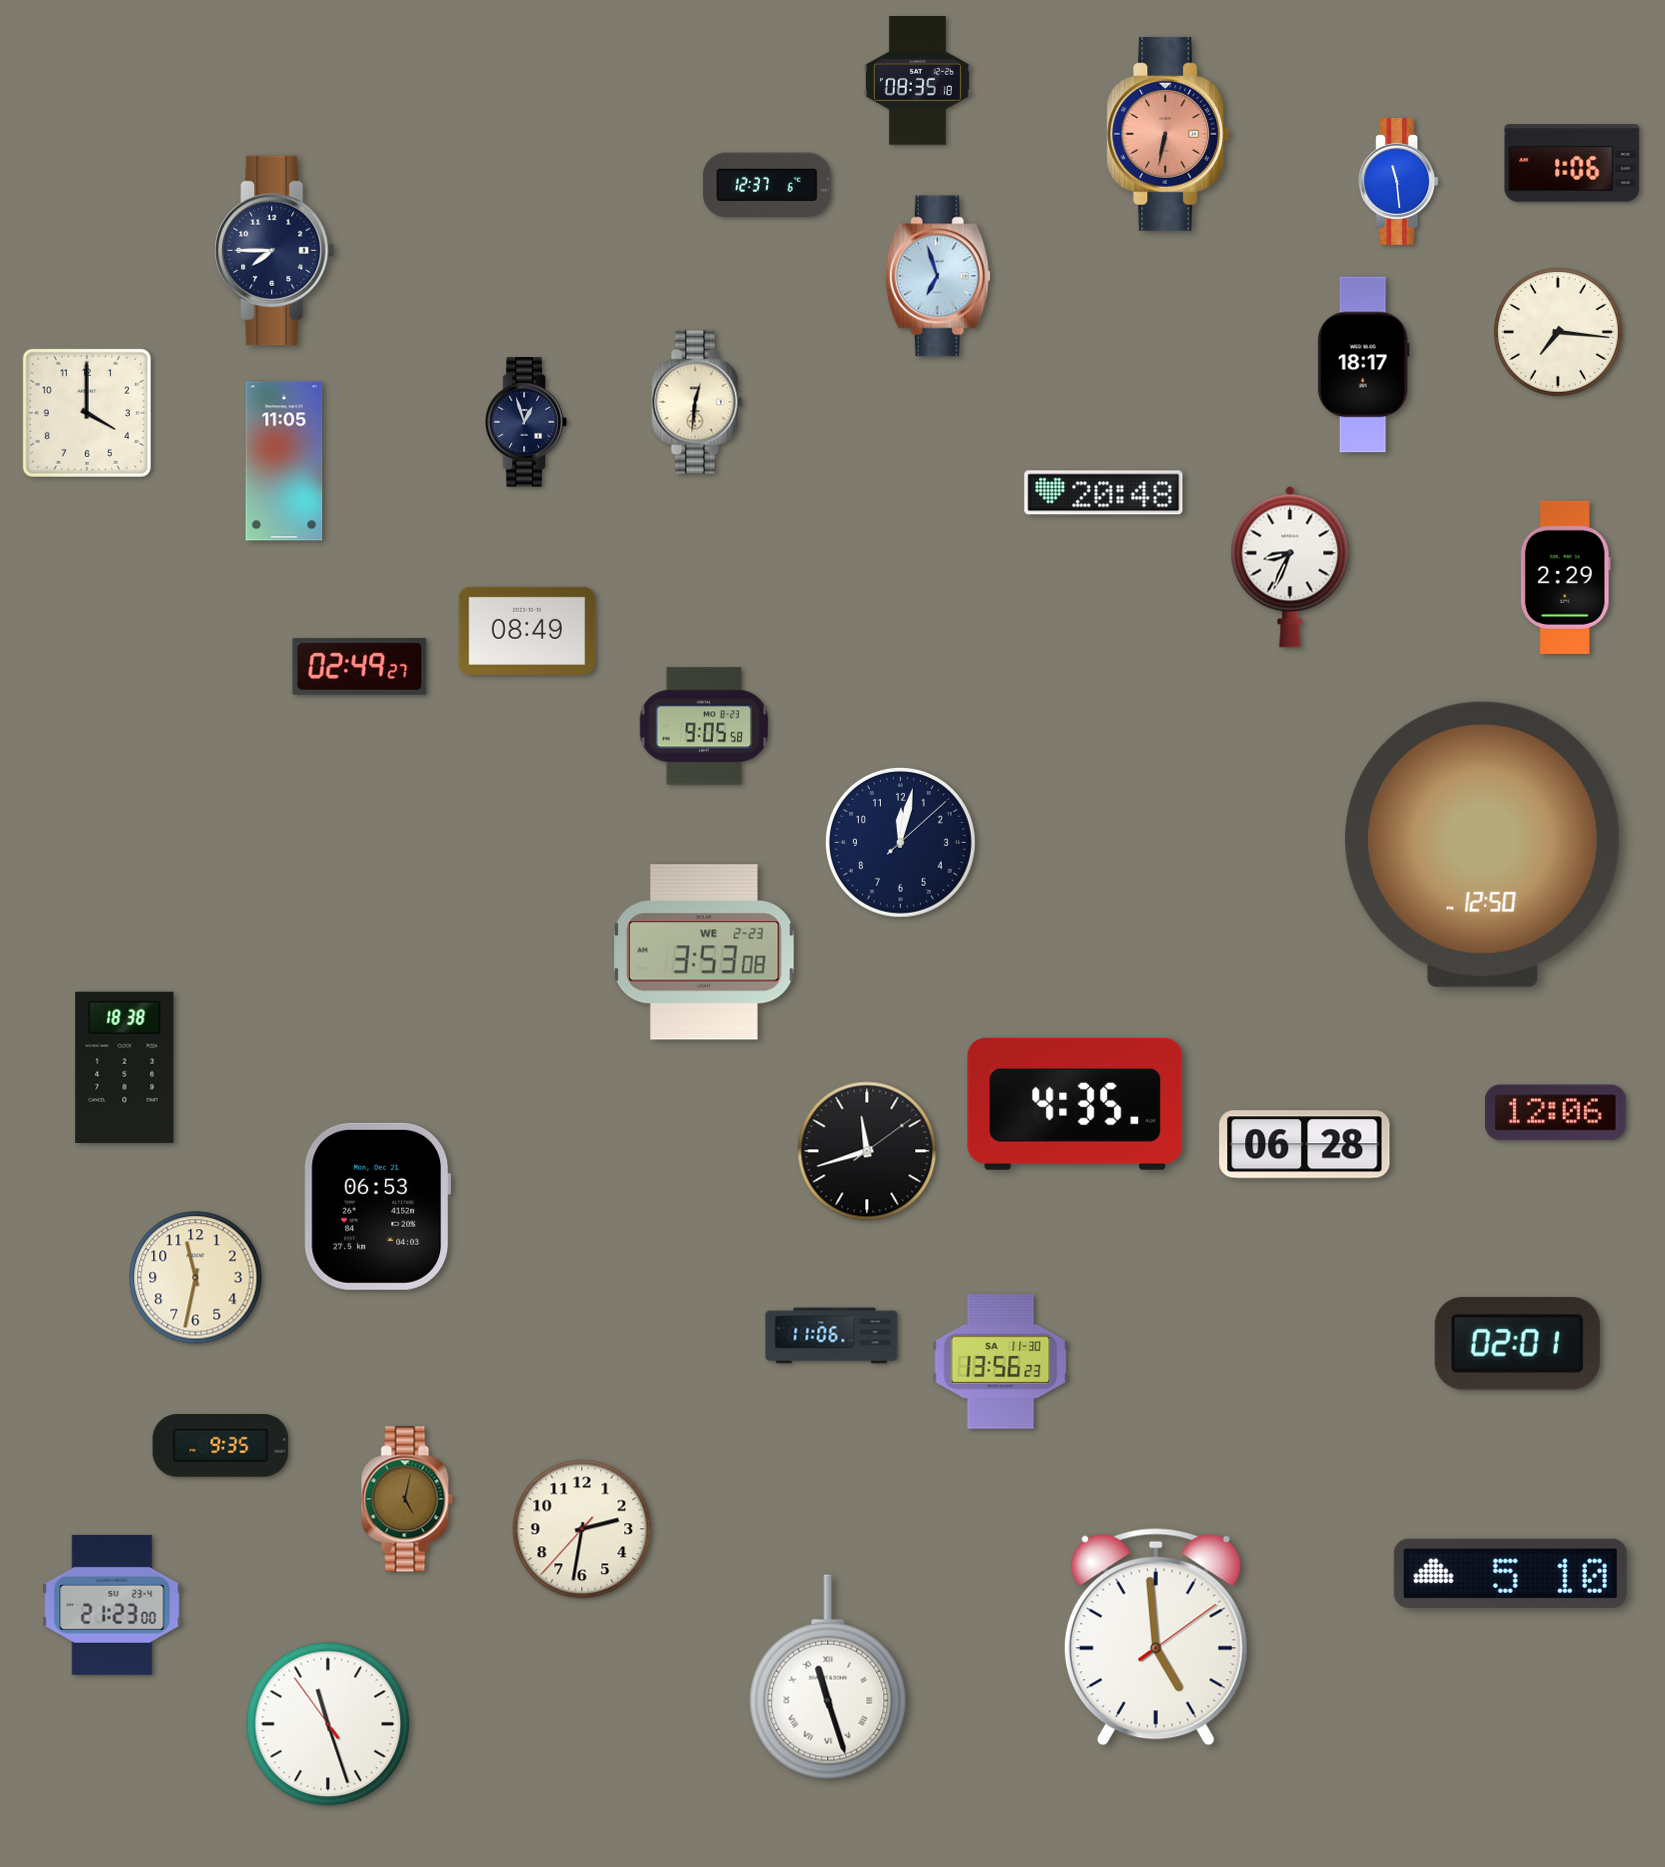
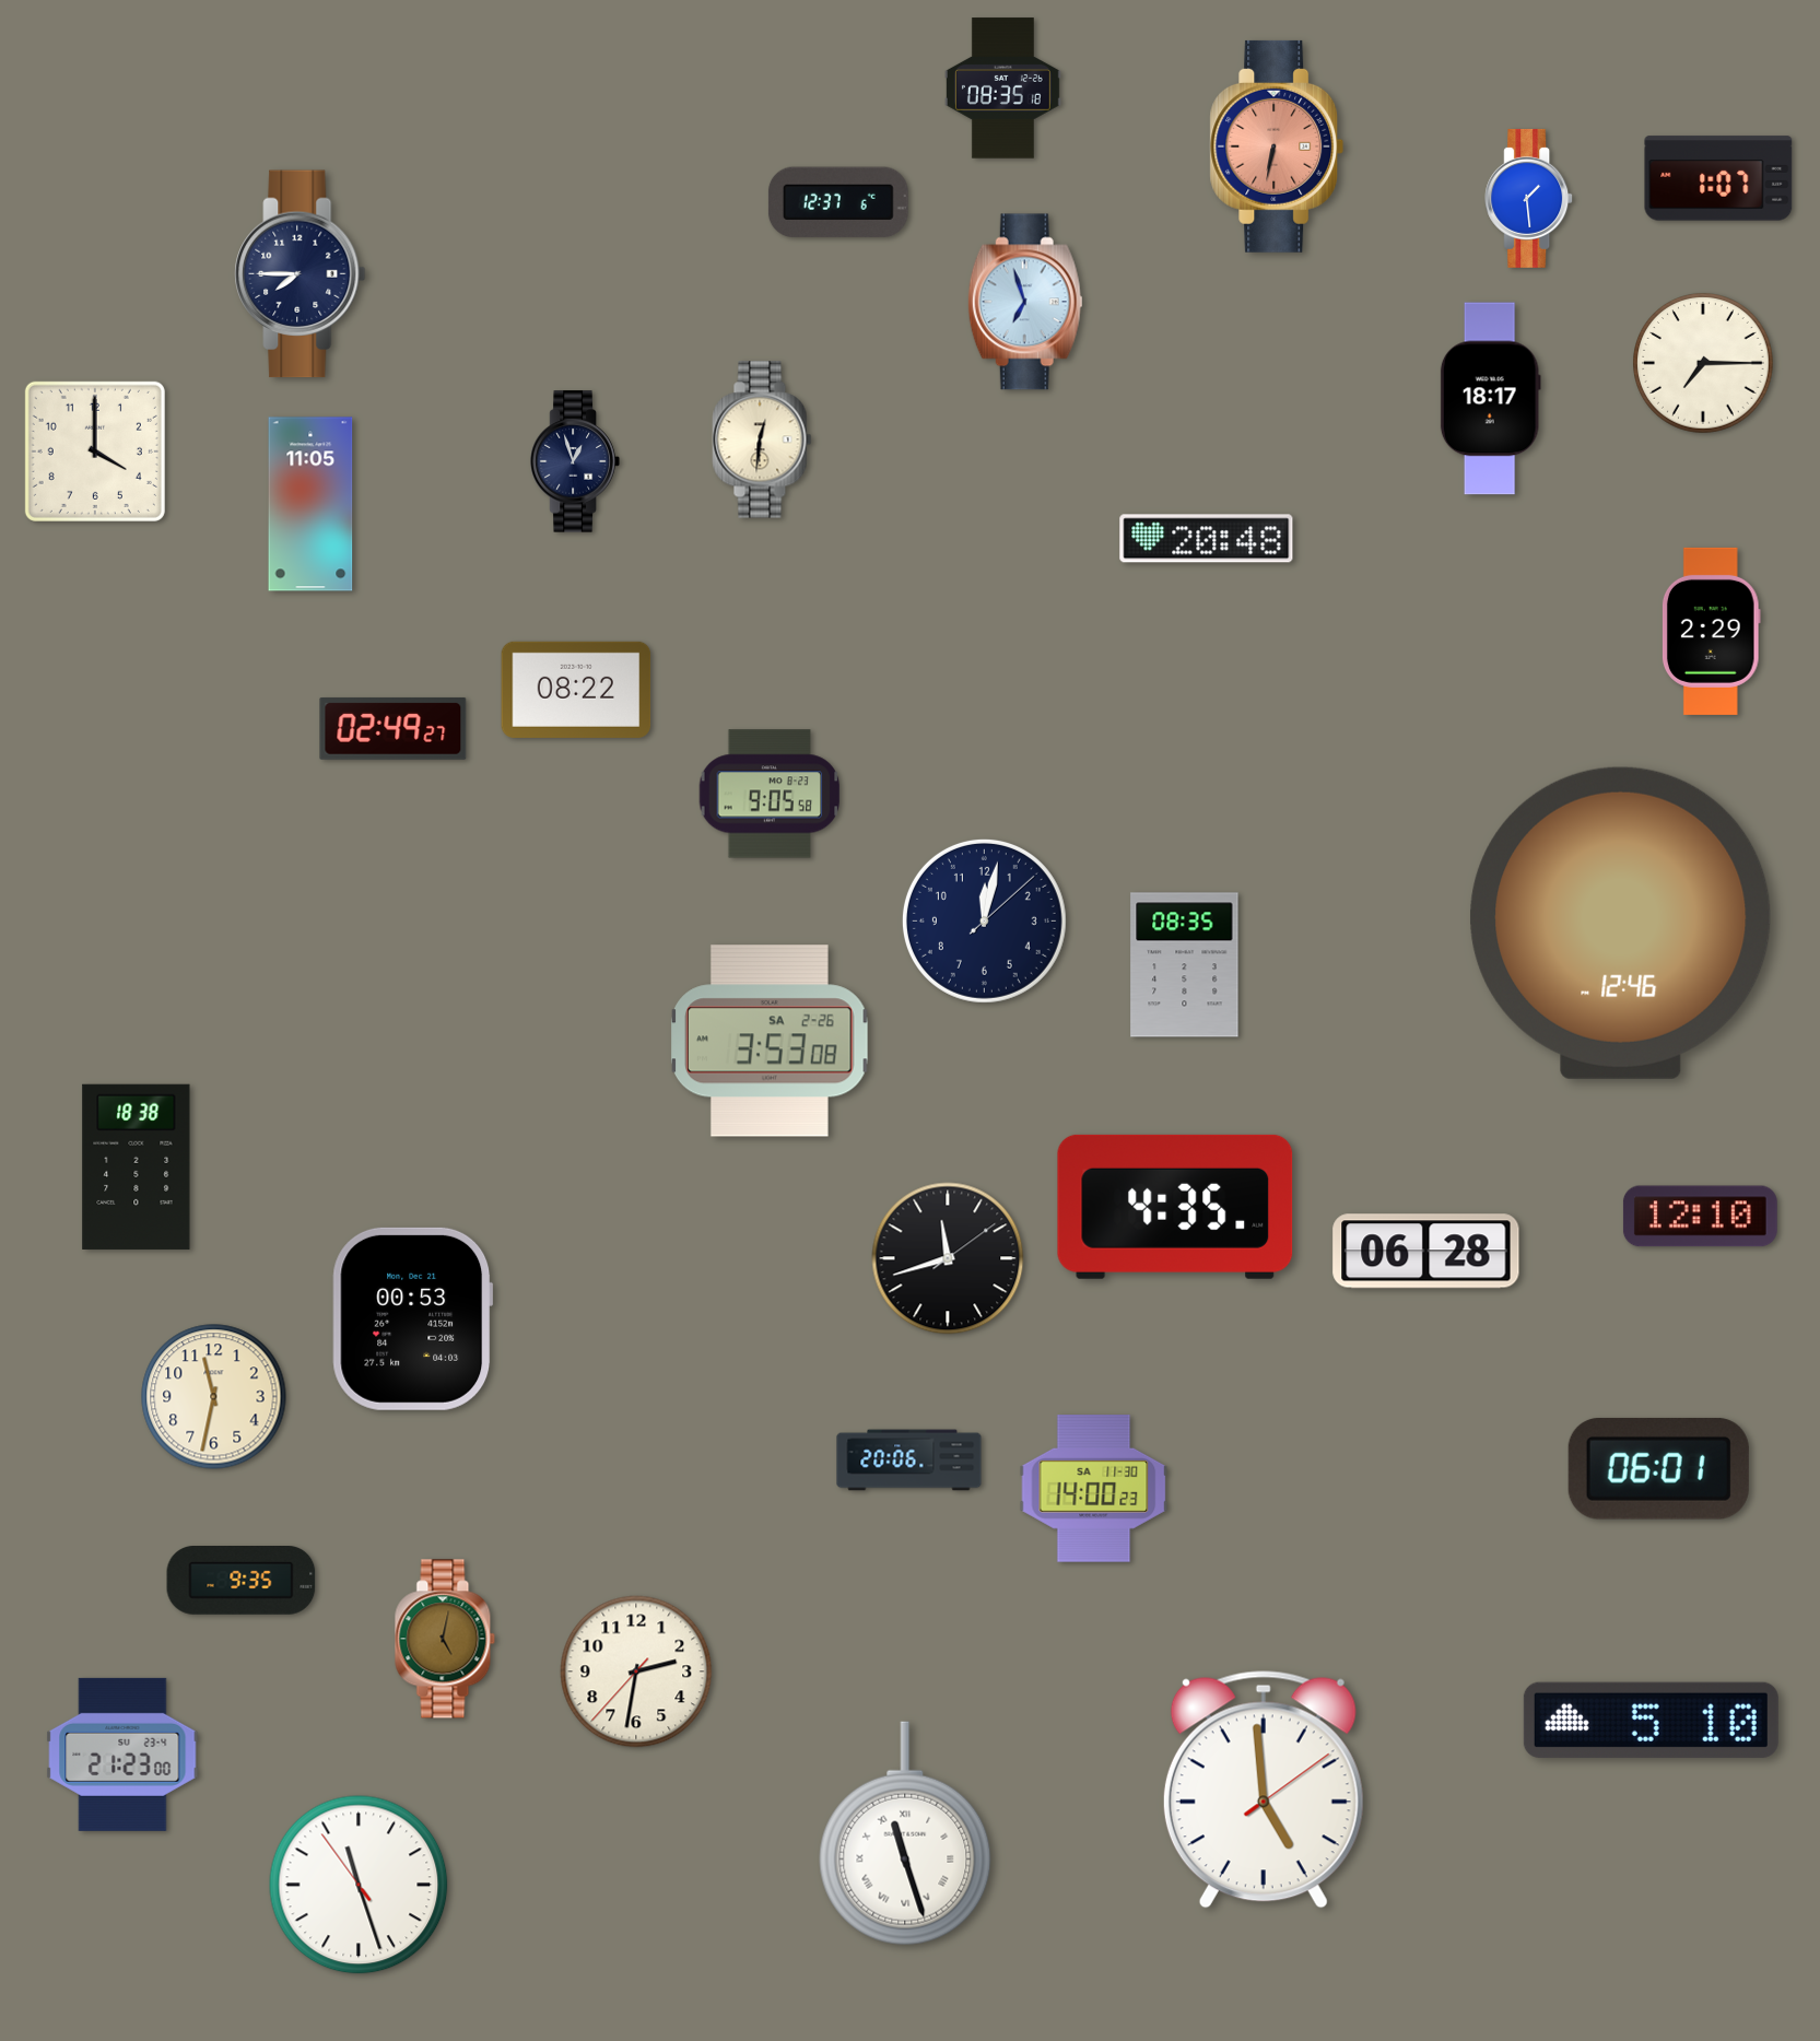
clock at (1572, 163): 1:06 -> 1:07
clock at (1399, 181): 11:29 -> 1:29
clock at (1559, 333): 7:16 -> 7:15
clock at (1290, 567): 8:34 -> none
clock at (527, 631): 08:49 -> 08:22
clock at (1483, 844): 12:50 -> 12:46
clock at (1185, 965): none -> 08:35
clock at (704, 952) date: WE 2-23 -> SA 2-26
clock at (1555, 1113): 12:06 -> 12:10
clock at (378, 1206): 06:53 -> 00:53
clock at (832, 1336): 11:06 -> 20:06
clock at (1517, 1343): 02:01 -> 06:01
clock at (1001, 1362): 13:56 -> 14:00
